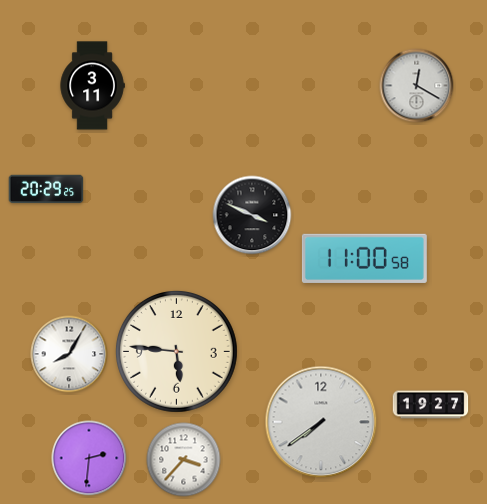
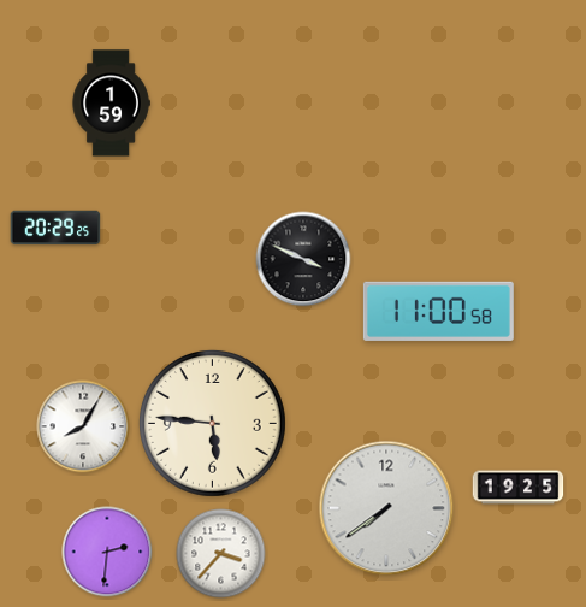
clock at (92, 86): 3:11 -> 1:59
clock at (417, 86): 12:20 -> none
clock at (431, 405): 19:27 -> 19:25
